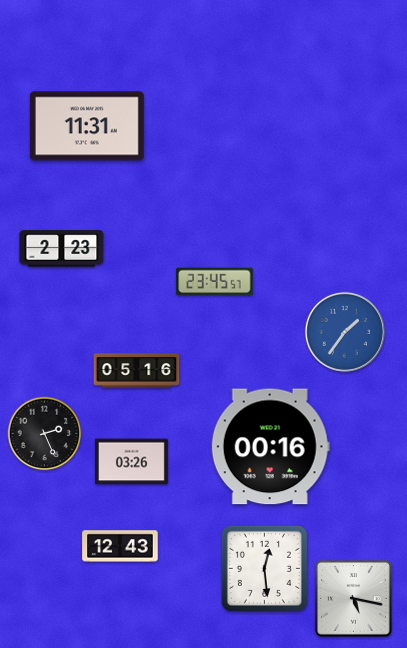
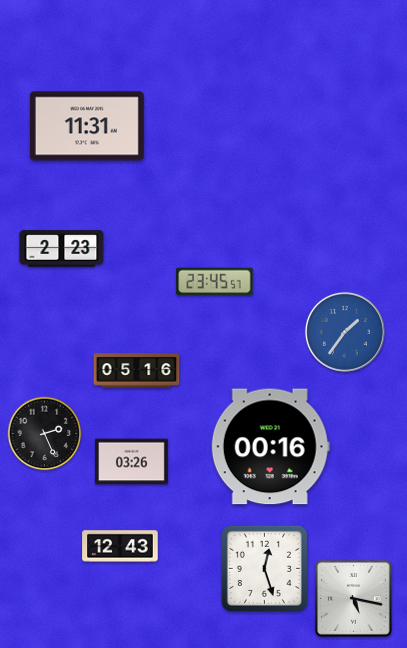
clock at (264, 568): 12:29 -> 12:27
